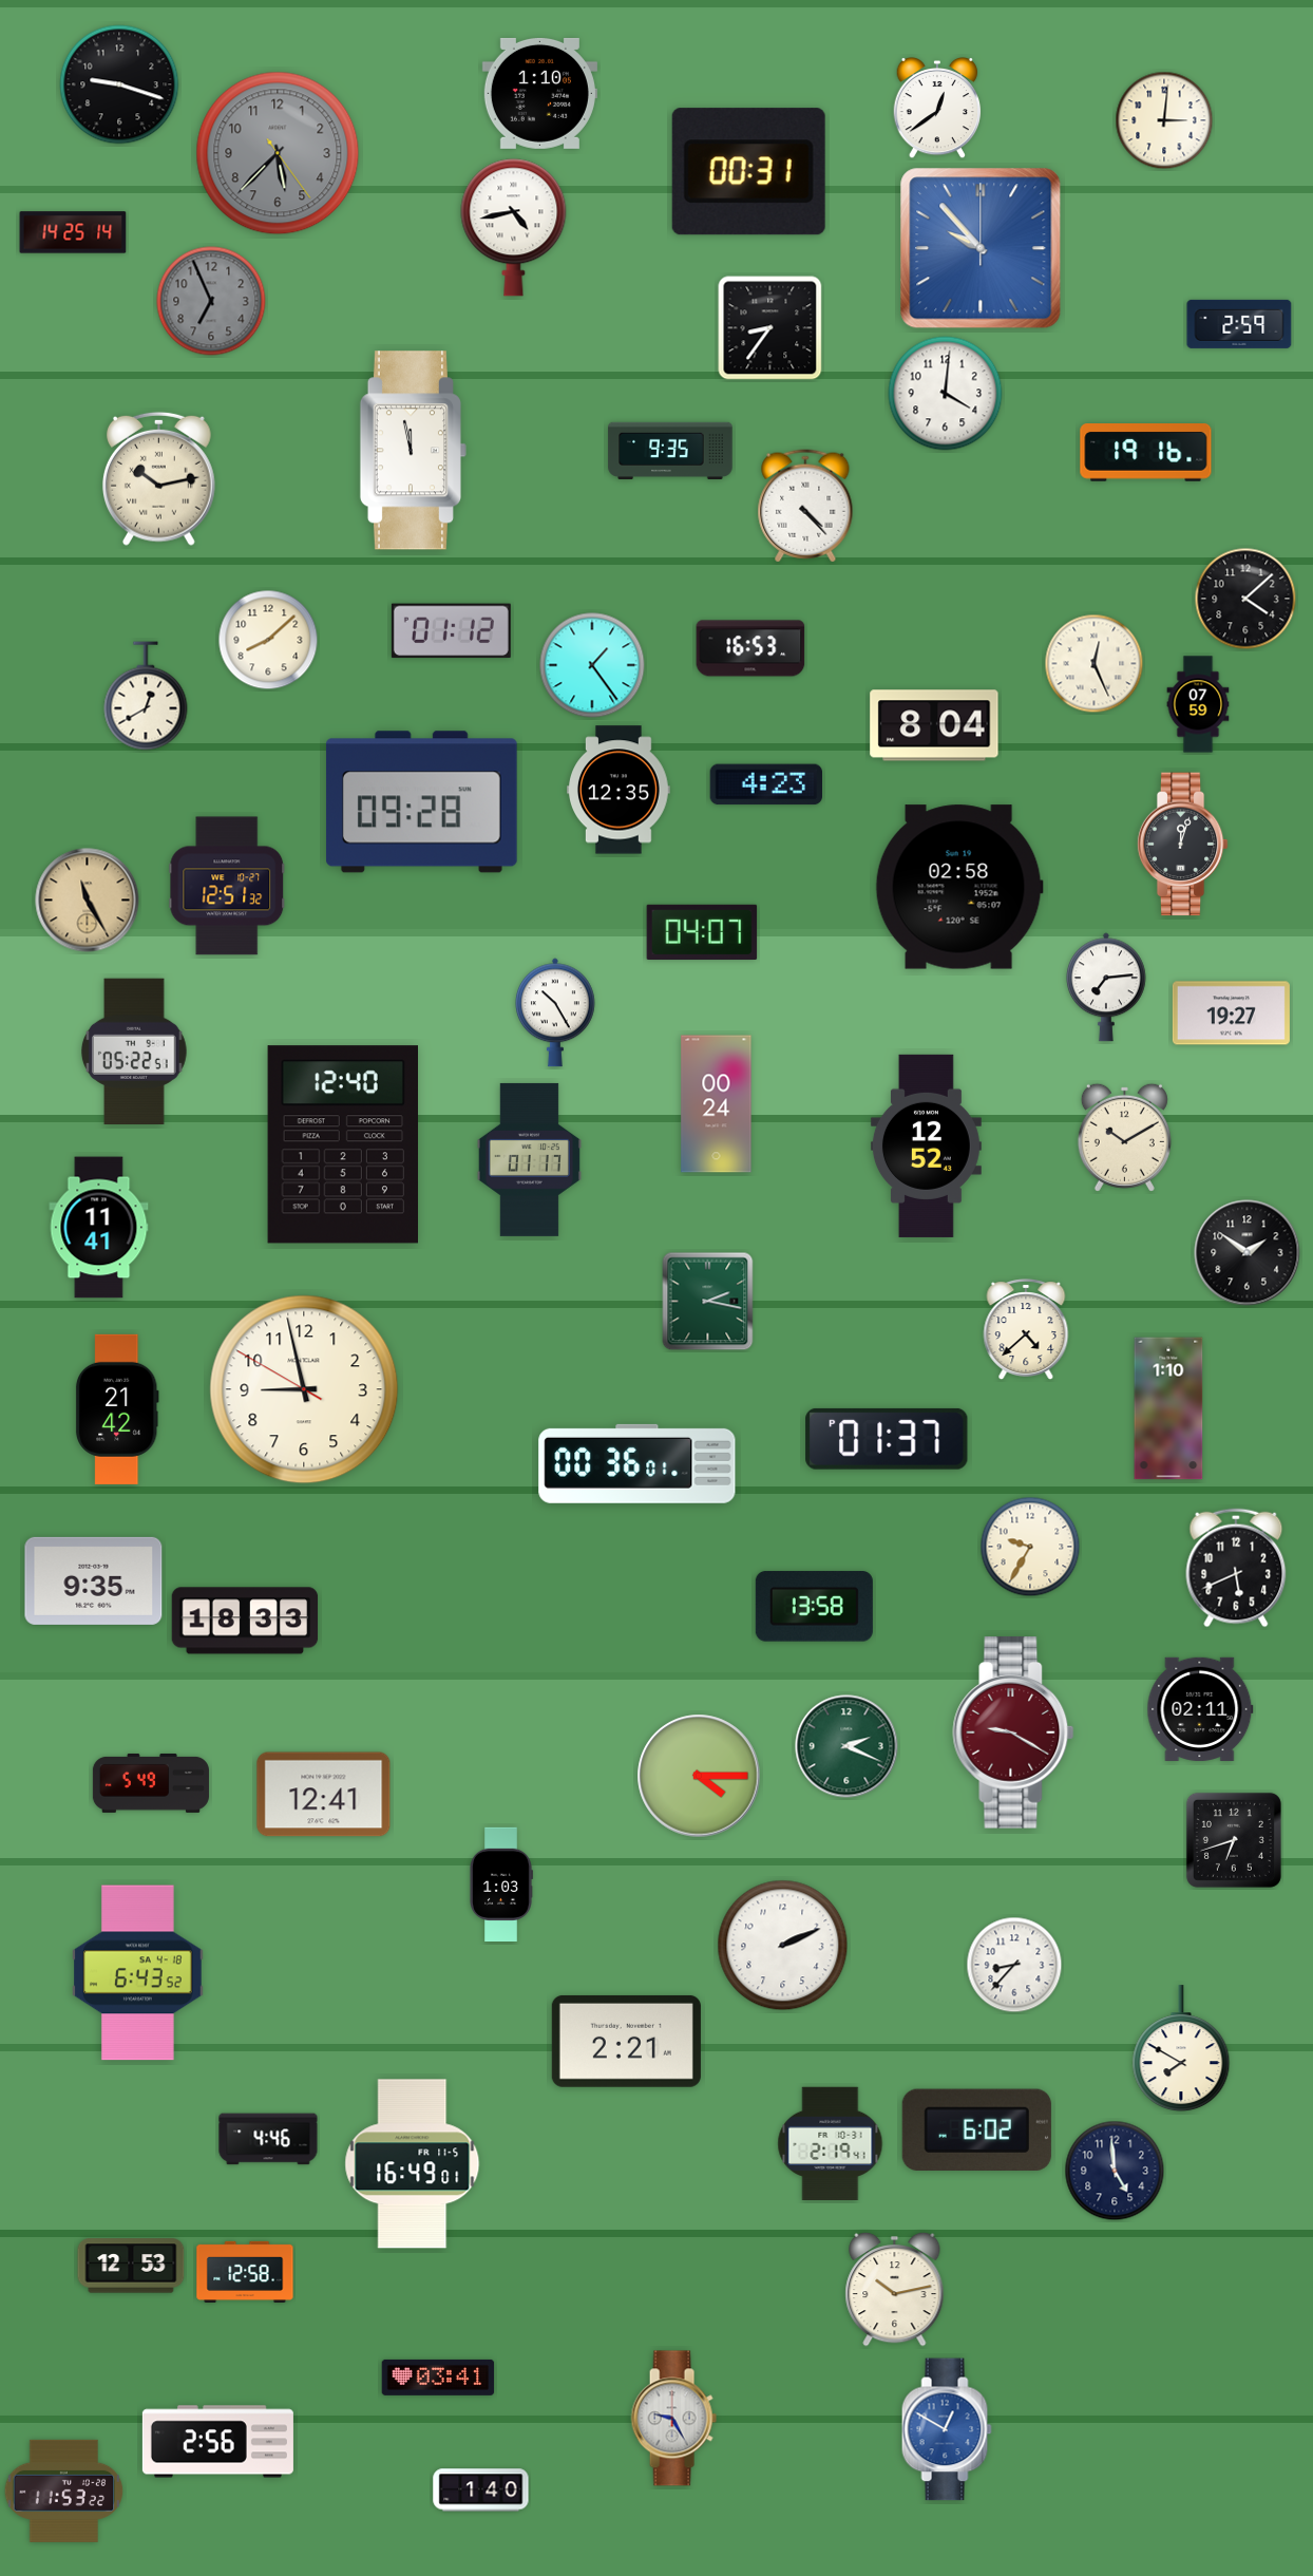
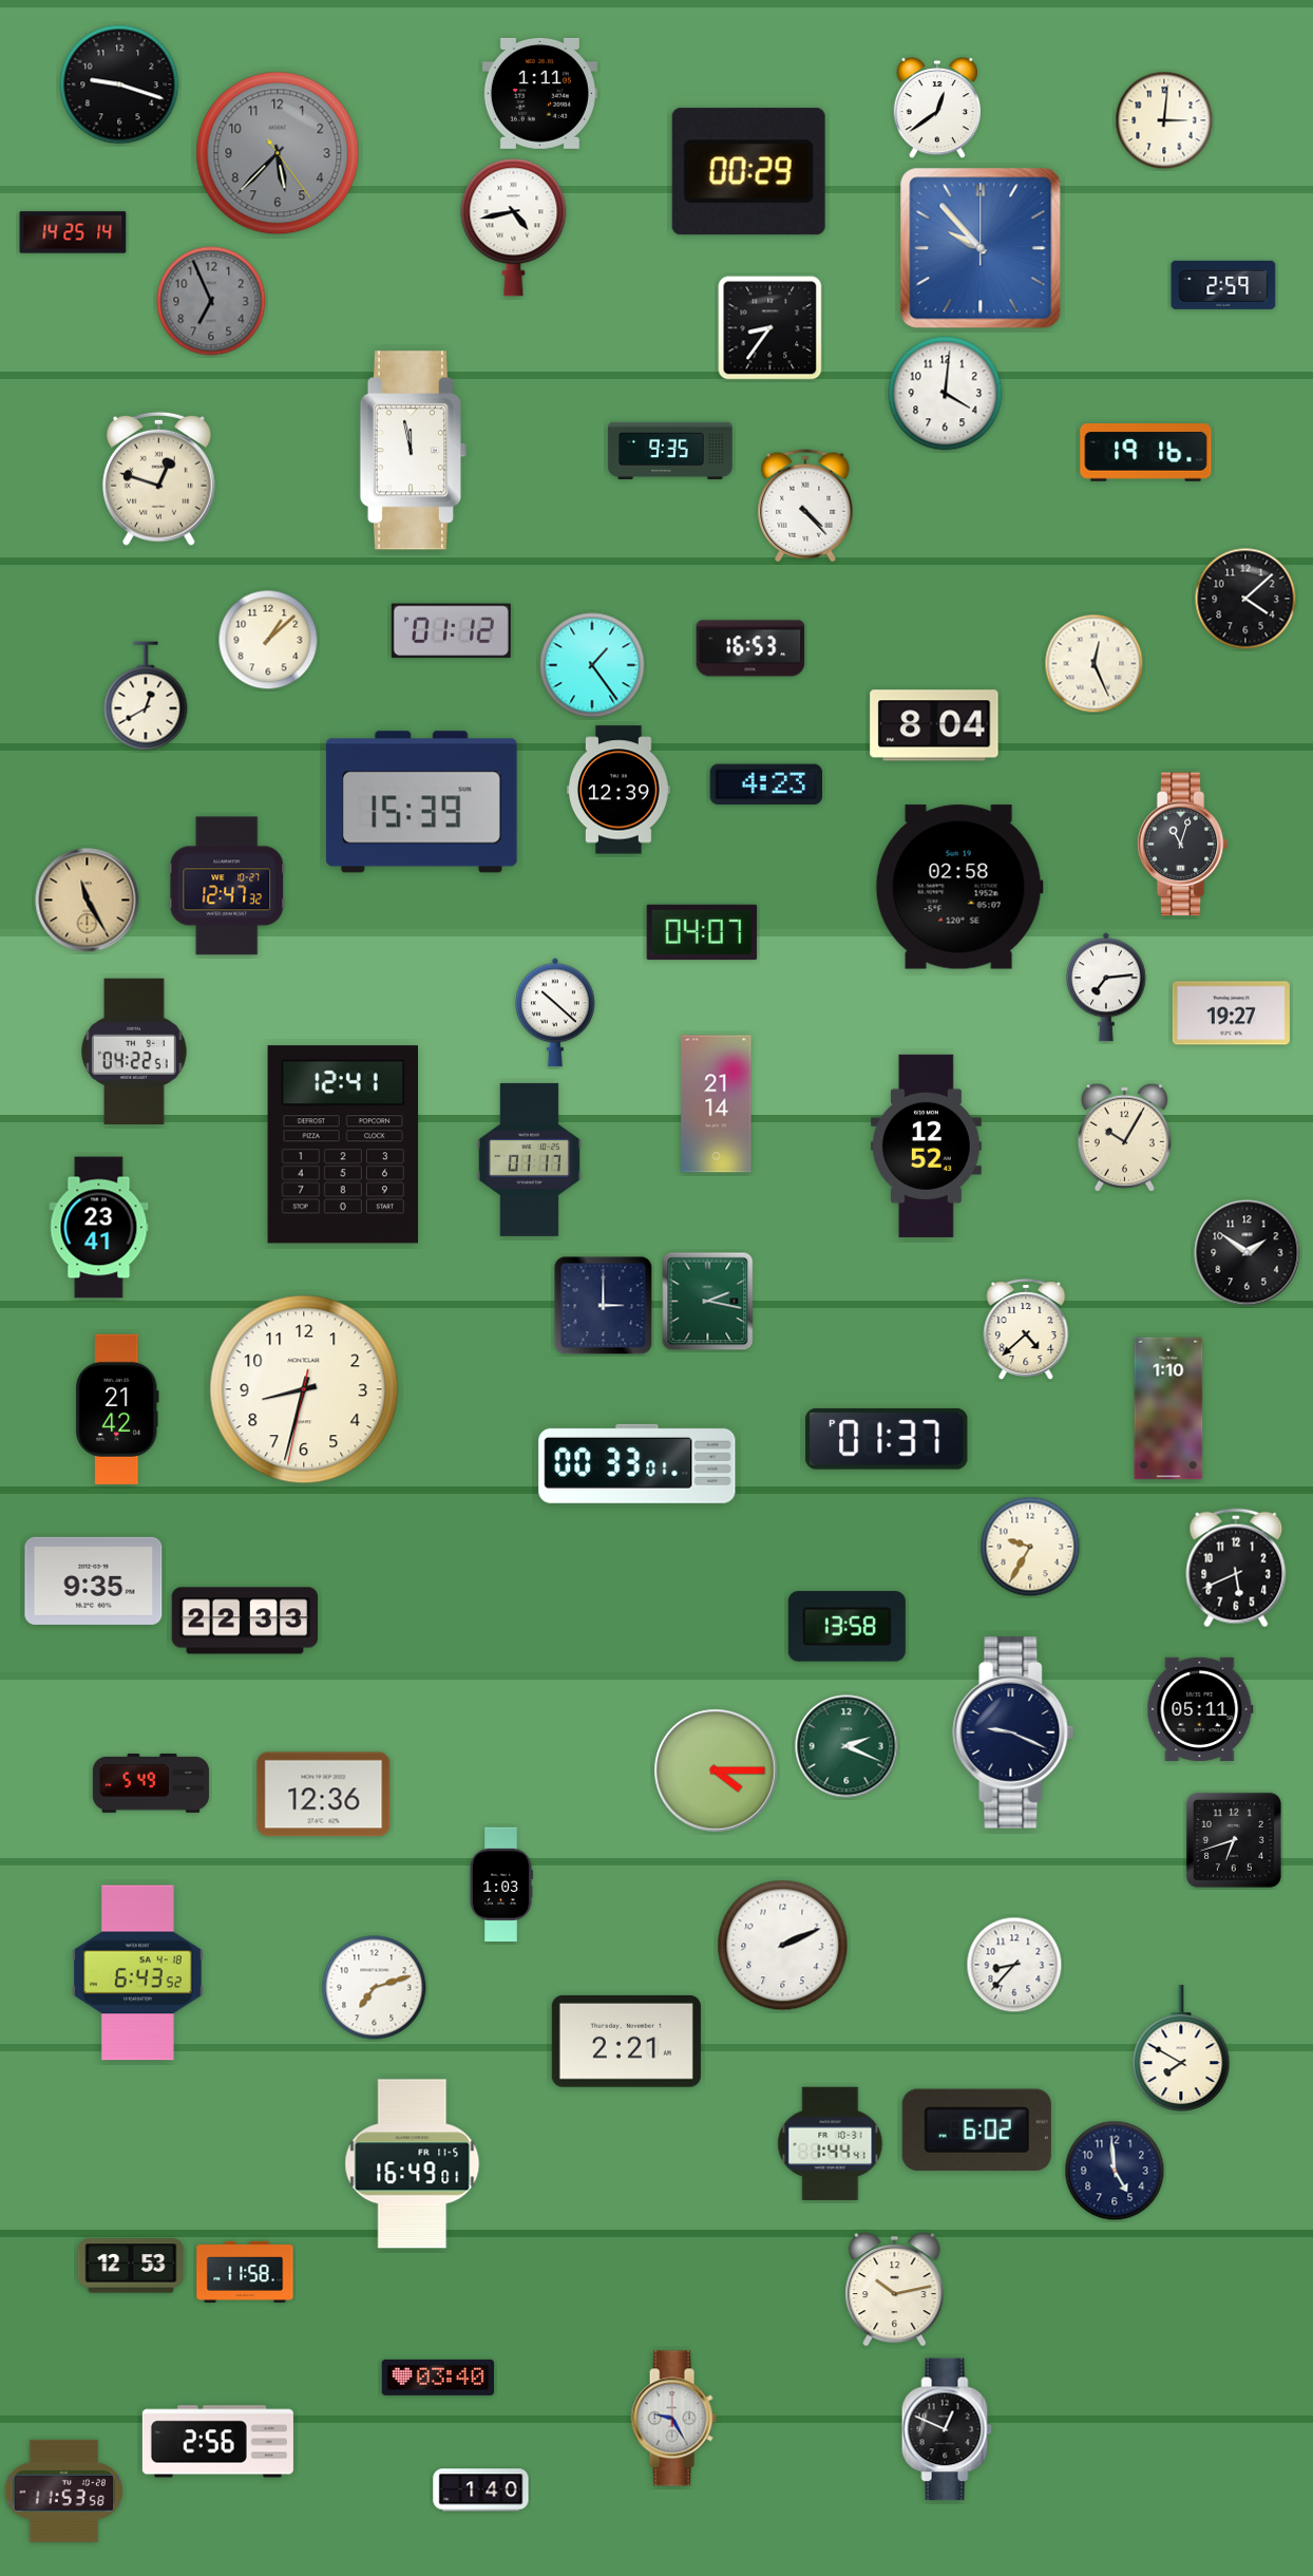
clock at (539, 93): 1:10 -> 1:11
clock at (748, 172): 00:31 -> 00:29
clock at (1239, 324) position: (1239, 324) -> (1223, 285)
clock at (159, 478): 10:13 -> 12:48
clock at (268, 640): 8:08 -> 1:08
clock at (1198, 704): 07:59 -> none
clock at (620, 790): 12:35 -> 12:39
clock at (421, 802): 09:28 -> 15:39
clock at (1182, 845): 12:03 -> 11:03
clock at (227, 886): 12:51 -> 12:47
clock at (555, 1012): 10:25 -> 10:22
clock at (135, 1052): 05:22 -> 04:22
clock at (717, 1104): 00:24 -> 21:14
clock at (1124, 1137): 10:10 -> 10:05
clock at (342, 1144): 12:40 -> 12:41
clock at (99, 1228): 11:41 -> 23:41
clock at (604, 1306): none -> 3:00
clock at (304, 1389): 8:57 -> 8:32
clock at (638, 1463): 00:36 -> 00:33
clock at (814, 1607) position: (814, 1607) -> (846, 1627)
clock at (245, 1621): 18:33 -> 22:33
clock at (1200, 1709): 02:11 -> 05:11
clock at (1013, 1732): 9:20 -> 9:19
clock at (1013, 1732) dial: burgundy -> navy
clock at (699, 1776) position: (699, 1776) -> (716, 1770)
clock at (324, 1795): 12:41 -> 12:36
clock at (375, 1988): none -> 7:12
clock at (268, 2139): 4:46 -> none
clock at (831, 2144): 2:19 -> 1:44
clock at (245, 2271): 12:58 -> 11:58
clock at (438, 2378): 03:41 -> 03:40
clock at (947, 2429): 12:50 -> 12:49
clock at (947, 2429) dial: blue -> black
clock at (64, 2490): 11:53:22 -> 11:53:58
